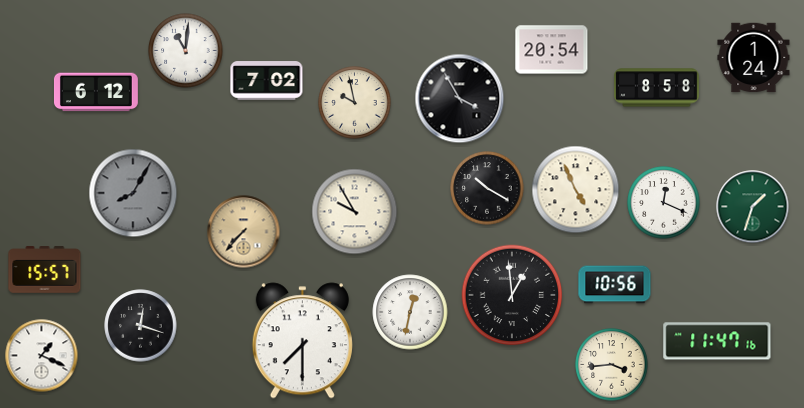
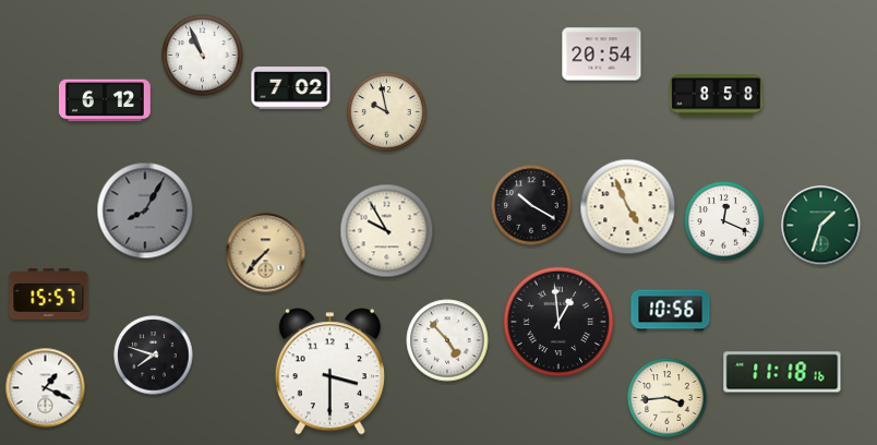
clock at (186, 51): 11:01 -> 10:56
clock at (754, 58): 1:24 -> none
clock at (460, 99): 3:55 -> none
clock at (410, 312): 12:32 -> 4:53
clock at (141, 326): 12:18 -> 7:48
clock at (302, 341): 7:30 -> 3:30
clock at (717, 341): 11:47 -> 11:18
